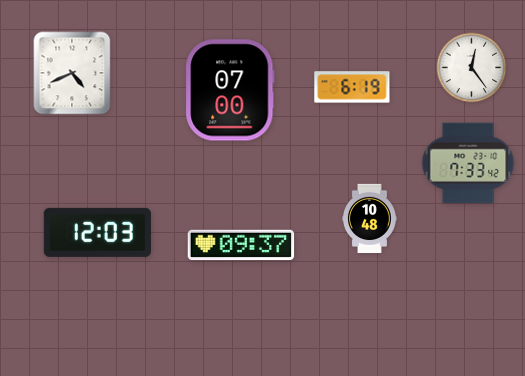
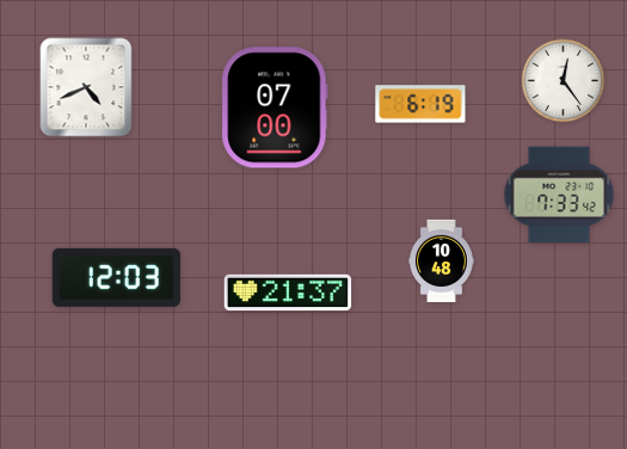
clock at (241, 245): 09:37 -> 21:37
